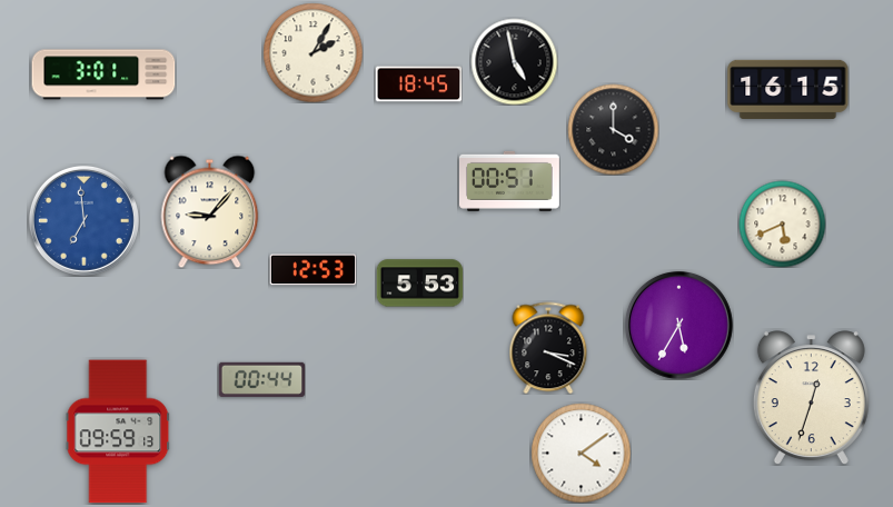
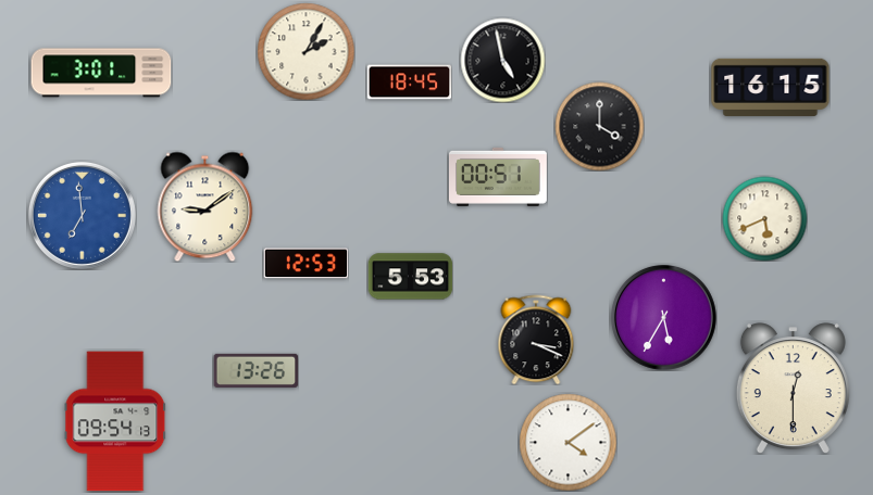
clock at (210, 211): 9:07 -> 9:09
clock at (261, 379): 00:44 -> 13:26
clock at (811, 398): 12:33 -> 12:30
clock at (118, 431): 09:59 -> 09:54
